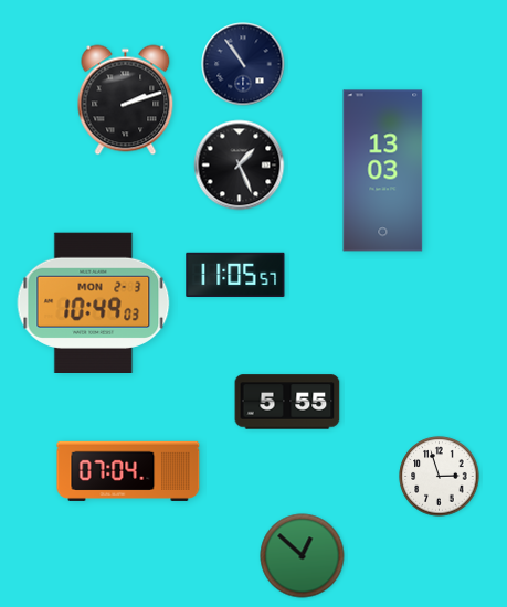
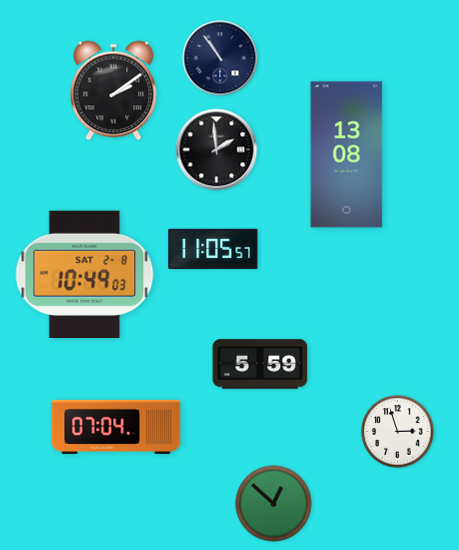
clock at (126, 100): 2:12 -> 2:09
clock at (240, 166): 1:26 -> 1:59
clock at (383, 171): 13:03 -> 13:08
clock at (94, 302) date: MON 2-3 -> SAT 2-8
clock at (287, 402): 5:55 -> 5:59
